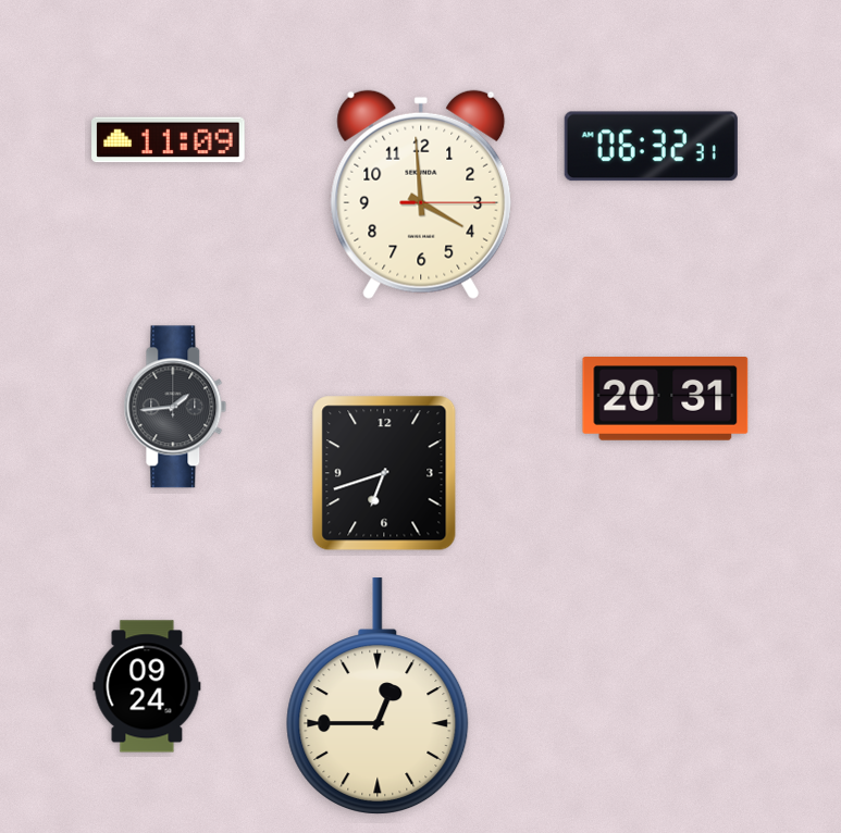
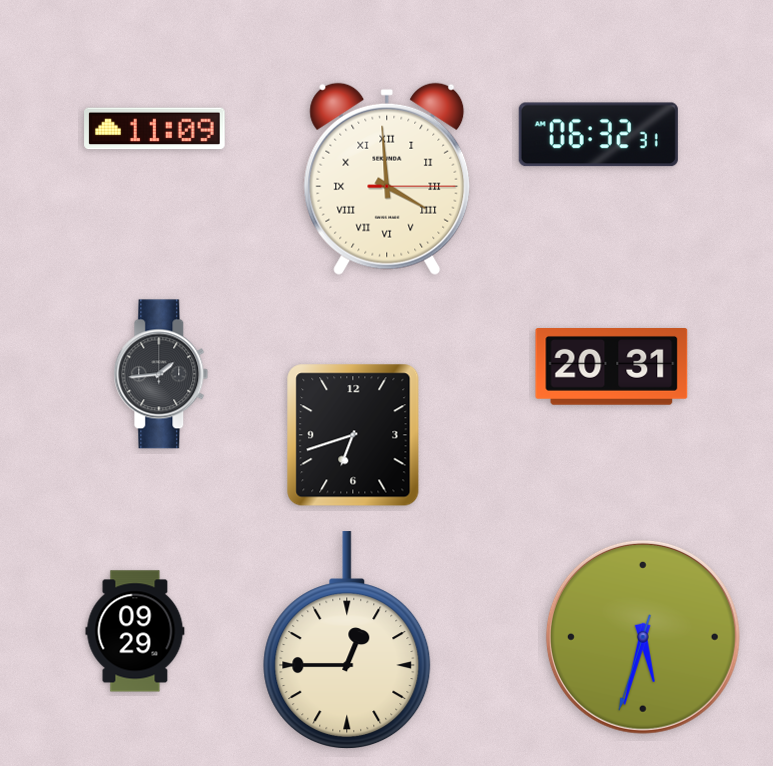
clock at (421, 195) numerals: Arabic -> Roman
clock at (147, 686): 09:24 -> 09:29
clock at (643, 637): none -> 5:32
